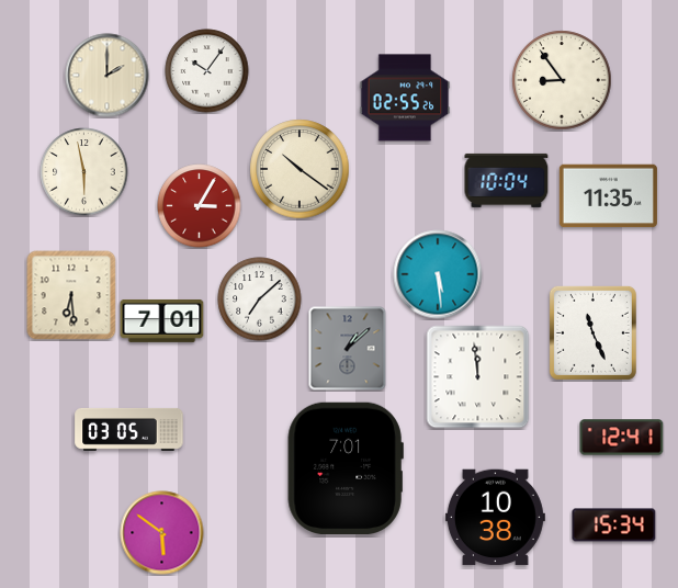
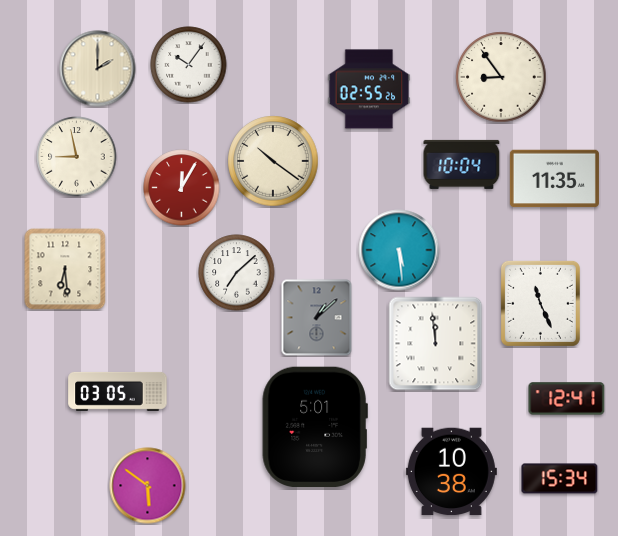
clock at (562, 80) position: (562, 80) -> (501, 77)
clock at (300, 169) position: (300, 169) -> (273, 161)
clock at (84, 172): 5:58 -> 8:58
clock at (200, 206): 3:05 -> 12:05
clock at (162, 320): 7:01 -> none
clock at (346, 468): 7:01 -> 5:01
